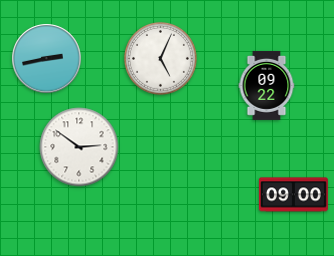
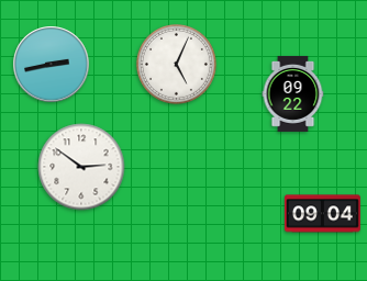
clock at (79, 147) position: (79, 147) -> (81, 167)
clock at (293, 195): 09:00 -> 09:04
